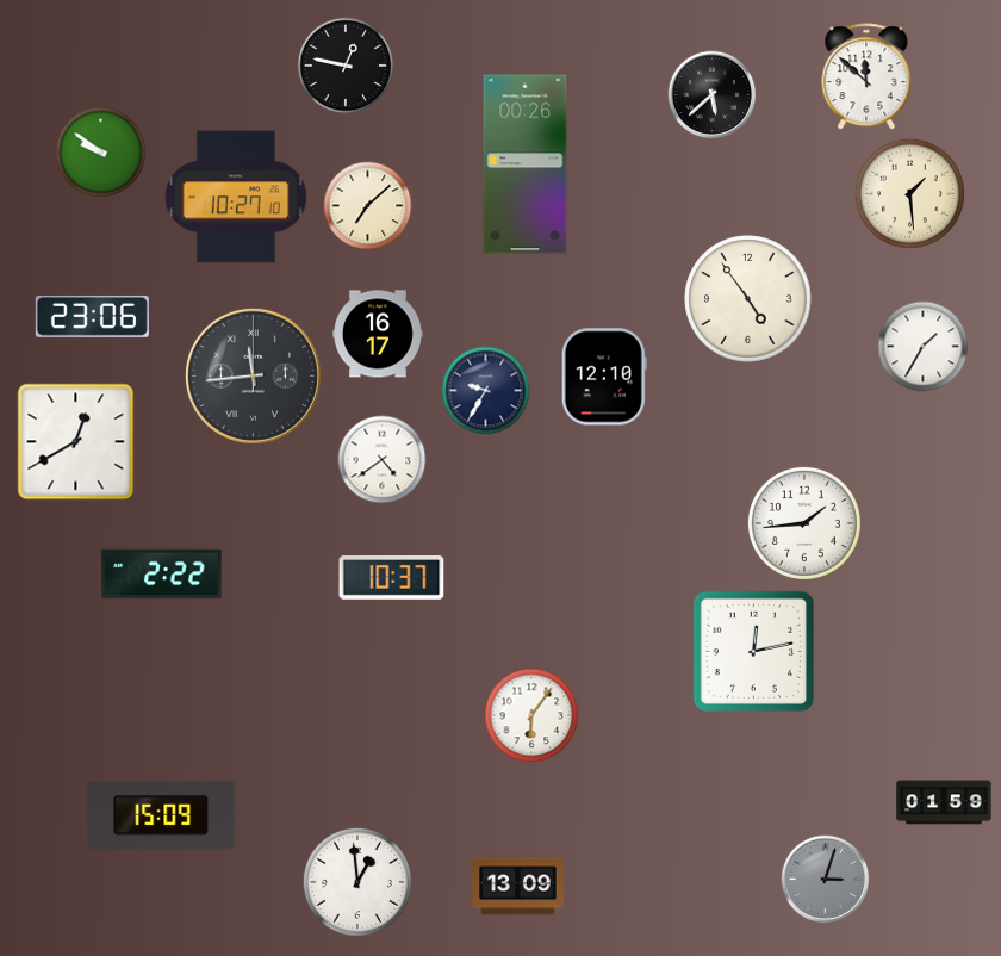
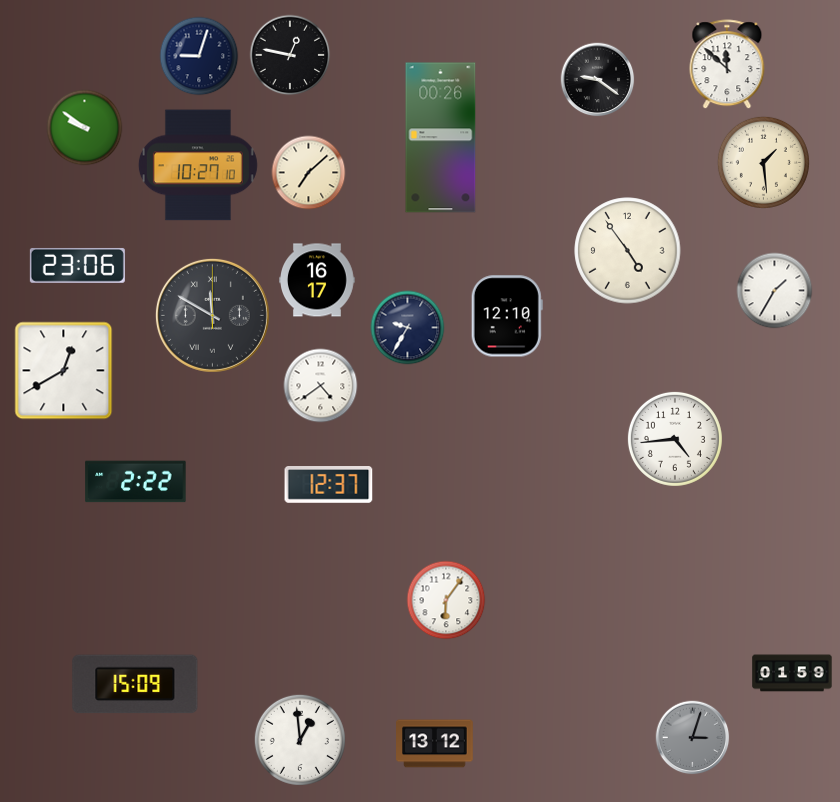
clock at (199, 56): none -> 9:03
clock at (713, 95): 5:38 -> 9:21
clock at (253, 375): 11:44 -> 11:50
clock at (804, 523): 1:44 -> 4:44
clock at (392, 578): 10:37 -> 12:37
clock at (753, 651): 12:13 -> none
clock at (518, 887): 13:09 -> 13:12
